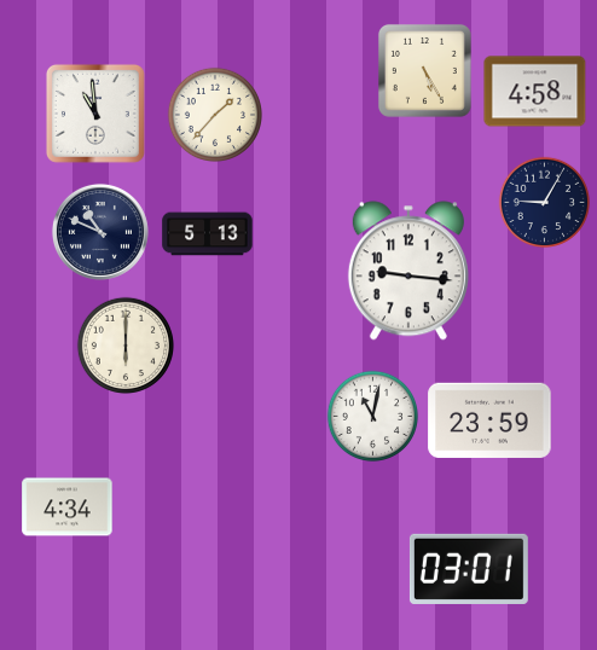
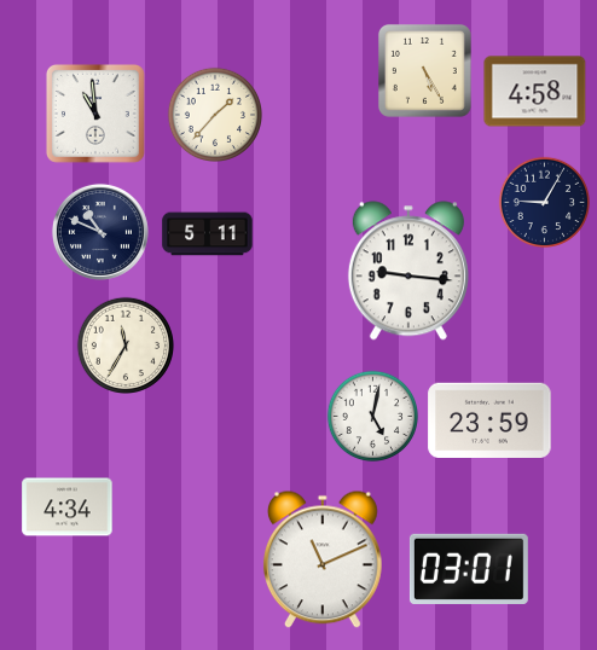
clock at (208, 234): 5:13 -> 5:11
clock at (124, 344): 6:00 -> 11:35
clock at (373, 417): 11:02 -> 5:02
clock at (323, 559): none -> 11:11
